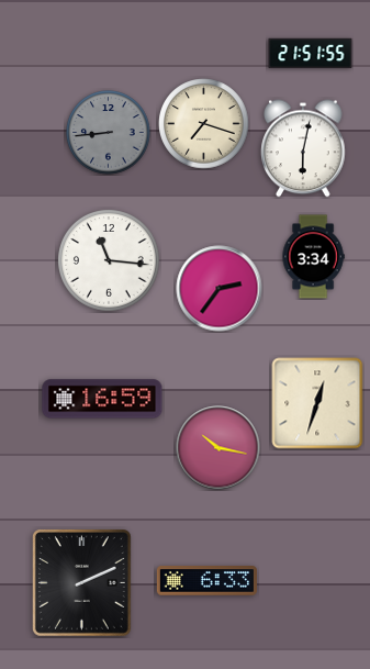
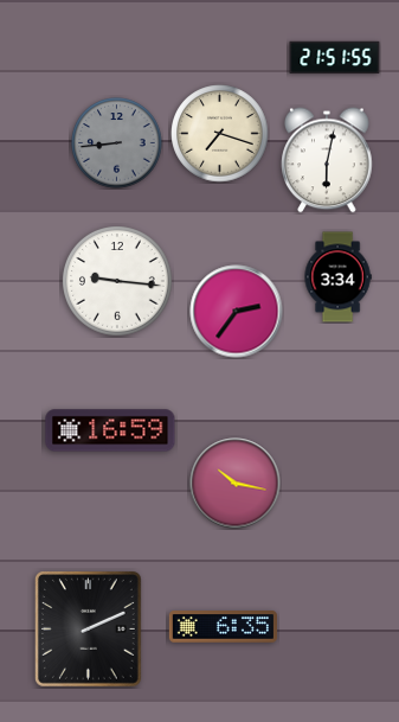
clock at (110, 261): 11:16 -> 9:16
clock at (317, 403): 12:33 -> none
clock at (206, 581): 6:33 -> 6:35
